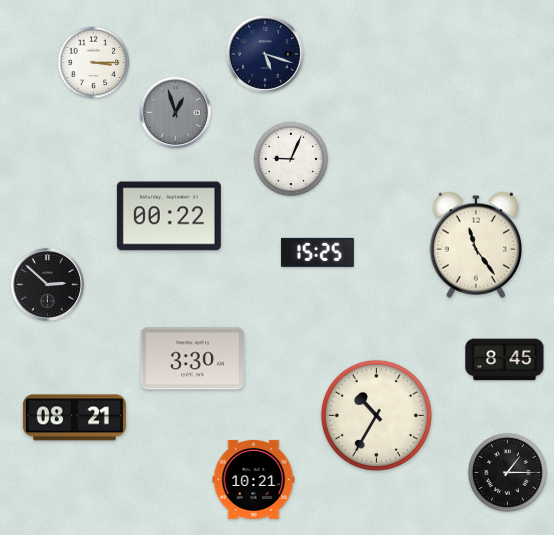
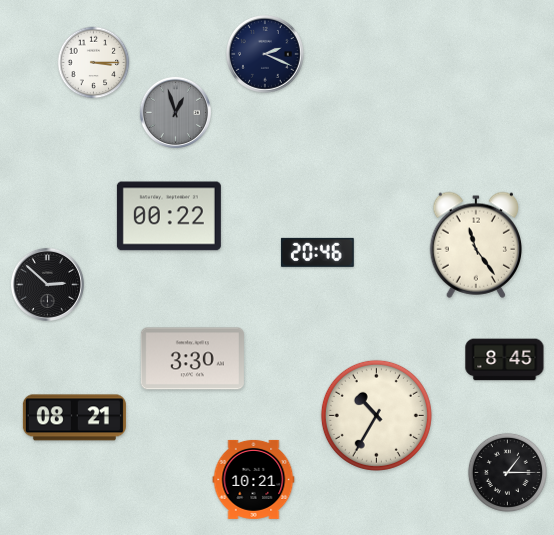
clock at (266, 55): 5:18 -> 2:19
clock at (291, 159): 9:04 -> none
clock at (317, 252): 15:25 -> 20:46
